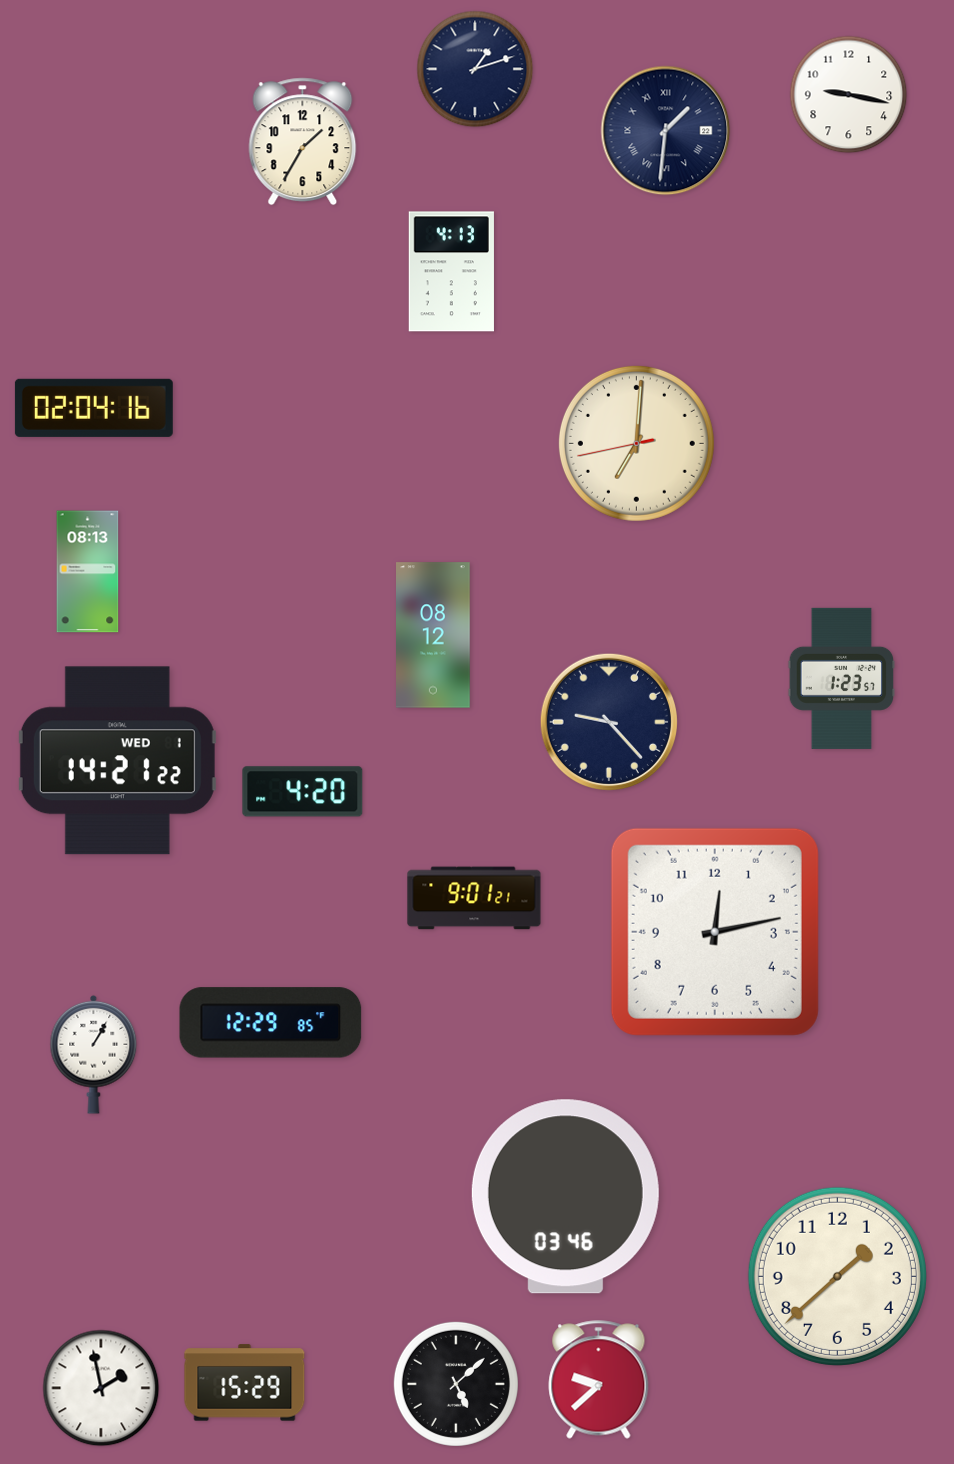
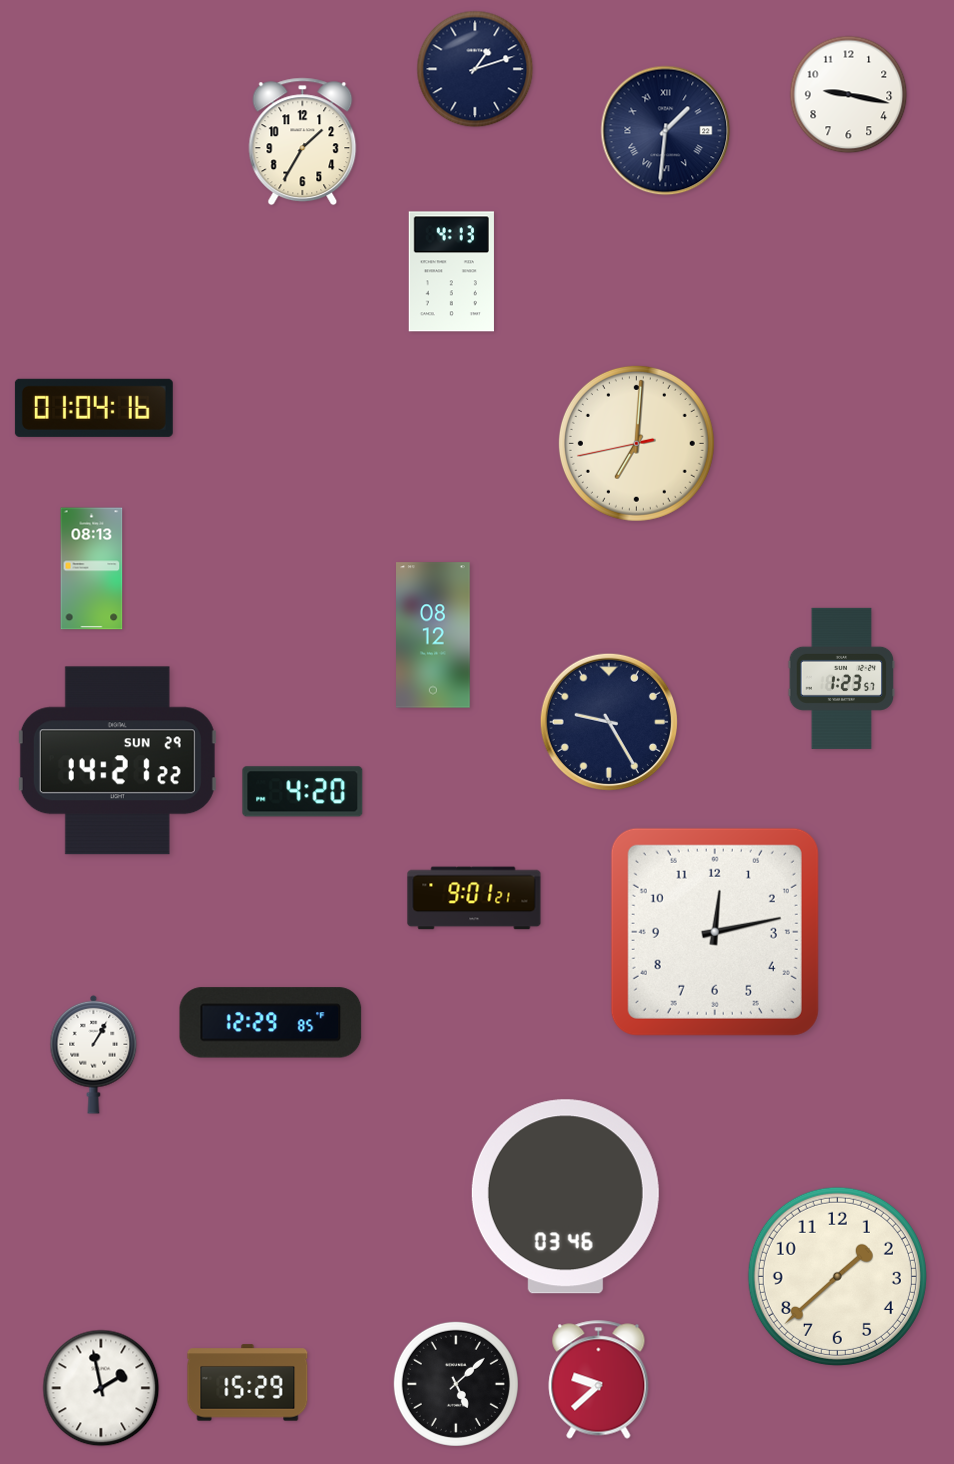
clock at (94, 408): 02:04 -> 01:04
clock at (88, 572) position: (88, 572) -> (92, 569)
clock at (609, 722): 9:23 -> 9:25
clock at (117, 761) date: WED 1 -> SUN 29
clock at (245, 1383) position: (245, 1383) -> (248, 1383)
